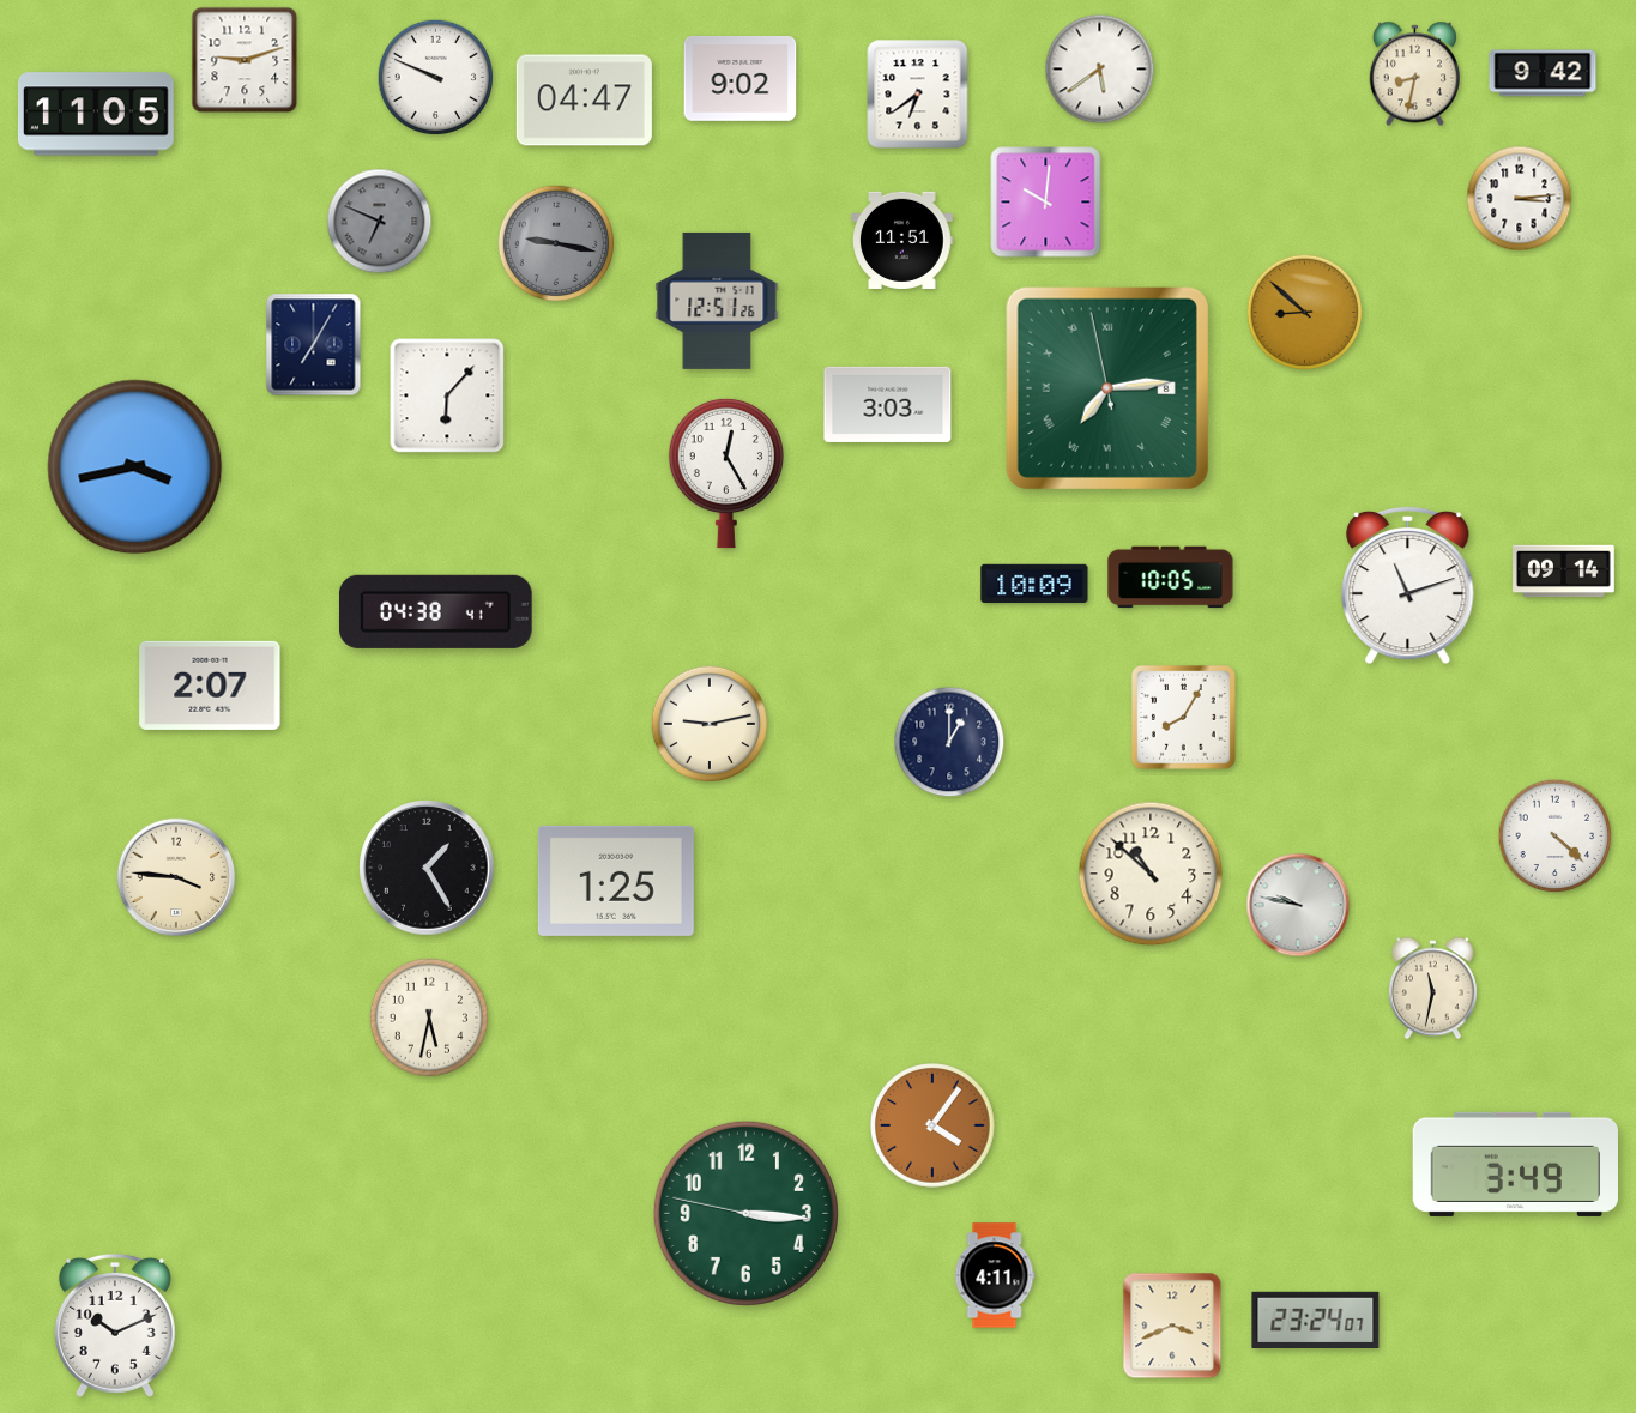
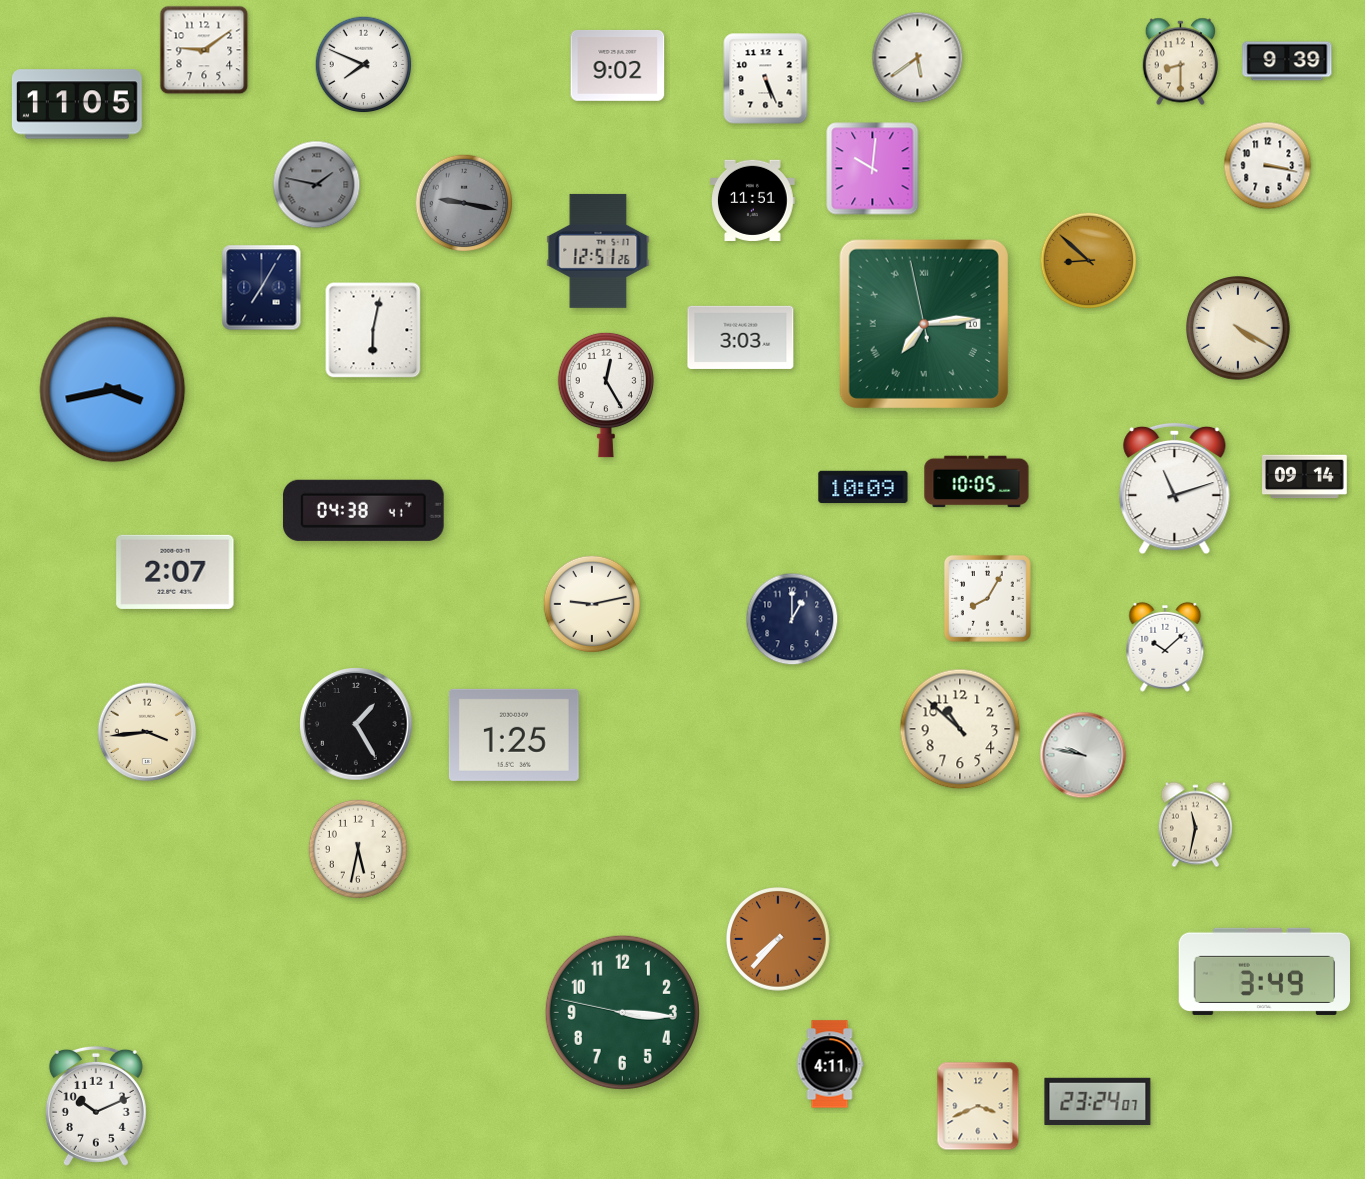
clock at (245, 60): 9:12 -> 9:09
clock at (1543, 73): 9:42 -> 9:39
clock at (1414, 74): 8:32 -> 8:30
clock at (436, 78): 9:49 -> 7:49
clock at (918, 95): 6:39 -> 5:26
clock at (584, 101): 04:47 -> none
clock at (96, 114) position: (96, 114) -> (77, 104)
clock at (1520, 199): 3:14 -> 3:17
clock at (380, 222): 6:49 -> 1:47
clock at (1107, 388) date: 8 -> 10
clock at (1238, 328): none -> 4:20
clock at (447, 395): 6:07 -> 6:02
clock at (1165, 647): none -> 10:08
clock at (1556, 837): 4:22 -> none
clock at (176, 877): 3:46 -> 3:44
clock at (932, 1125): 4:06 -> 7:37
